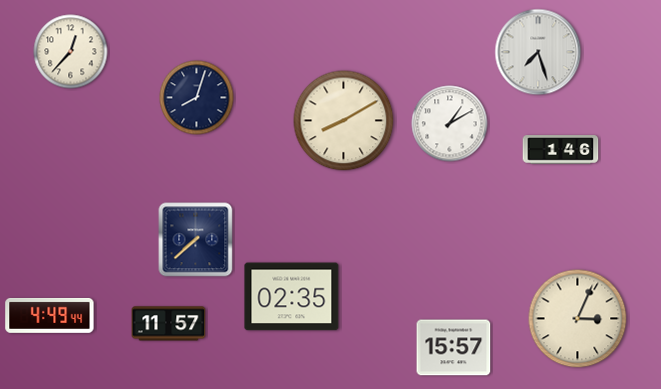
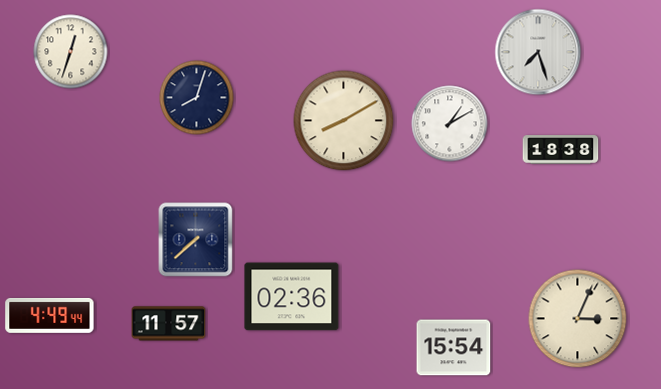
clock at (71, 52): 12:37 -> 12:33
clock at (561, 150): 1:46 -> 18:38
clock at (292, 297): 02:35 -> 02:36
clock at (454, 348): 15:57 -> 15:54
